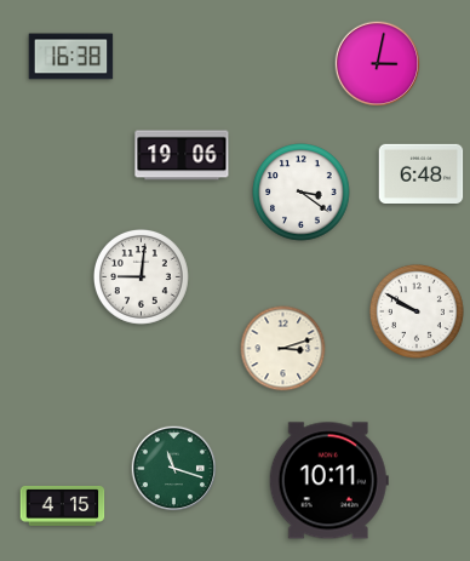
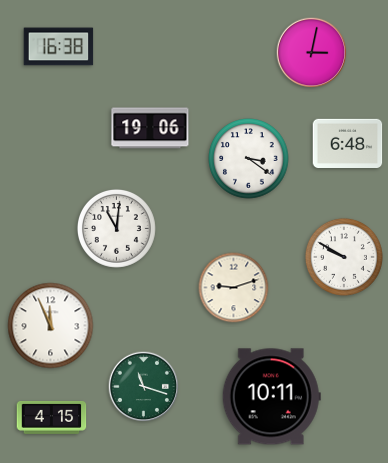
clock at (141, 276): 9:01 -> 11:01
clock at (283, 349): 3:12 -> 9:12
clock at (51, 326): none -> 11:56
